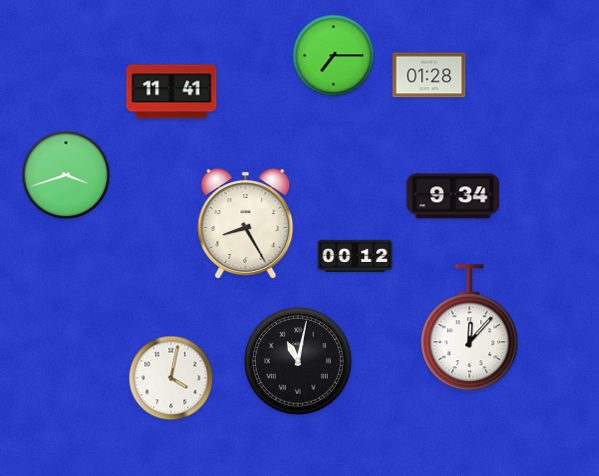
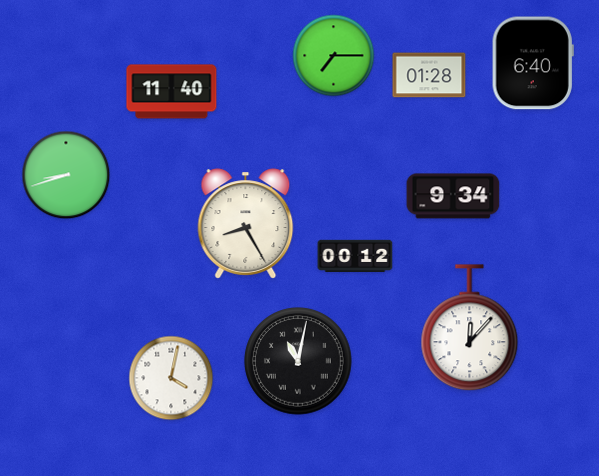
clock at (533, 63): none -> 6:40
clock at (172, 92): 11:41 -> 11:40
clock at (66, 175): 3:42 -> 8:42
